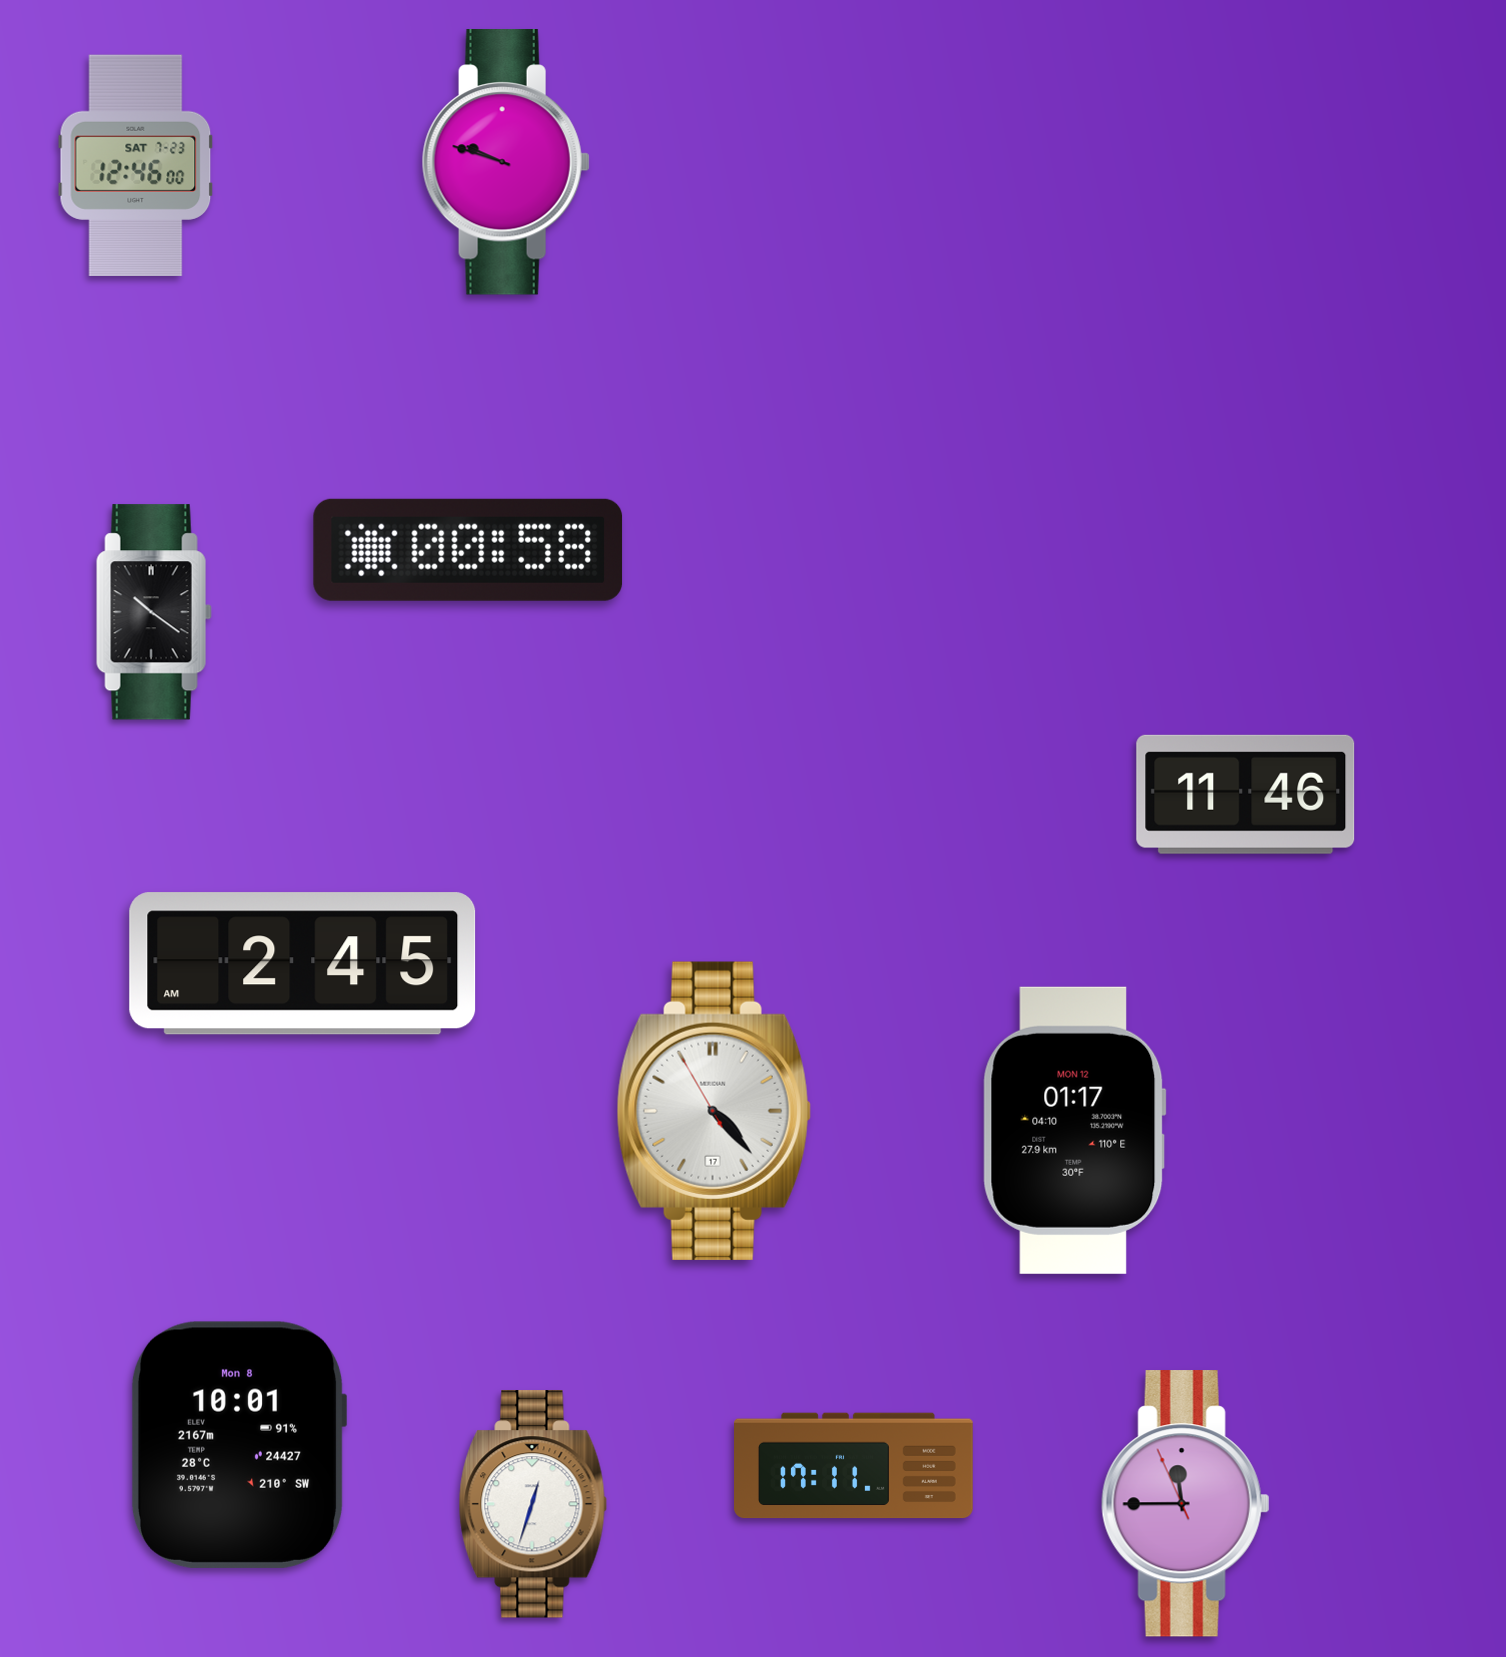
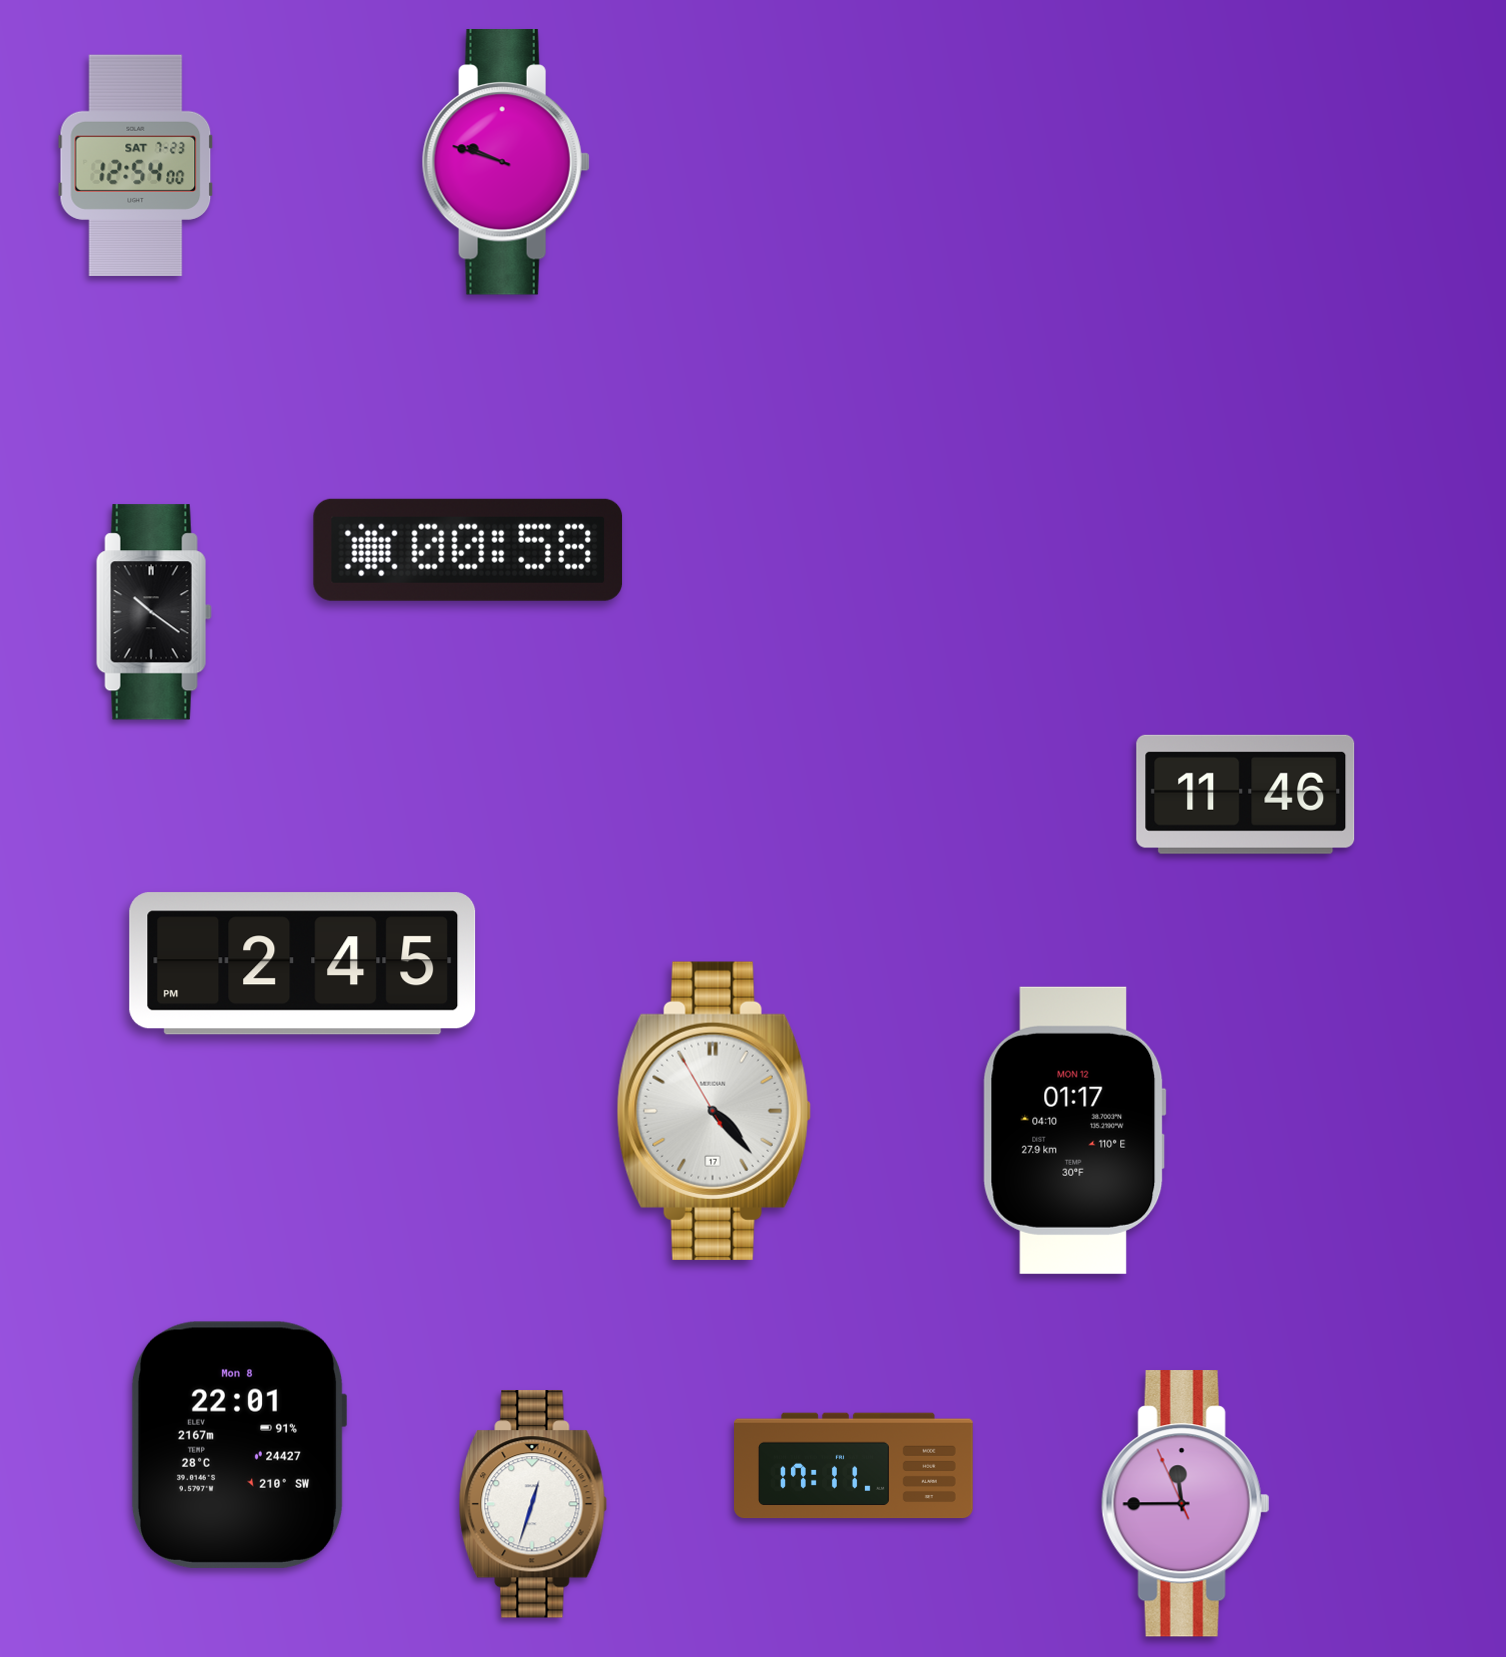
clock at (136, 165): 12:46 -> 12:54
clock at (303, 964): 2:45 AM -> 2:45 PM
clock at (239, 1445): 10:01 -> 22:01
